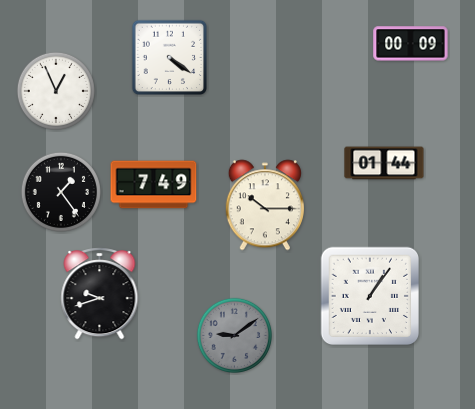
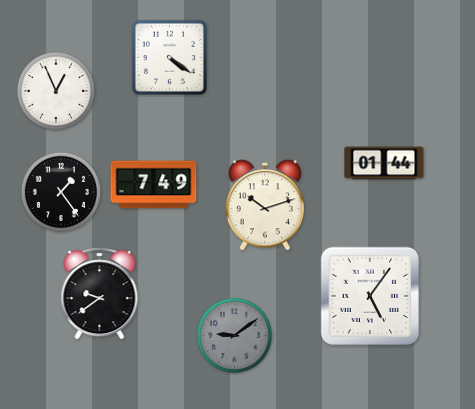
clock at (411, 44): 00:09 -> none
clock at (265, 205): 10:15 -> 10:12
clock at (100, 294): 9:42 -> 9:39
clock at (370, 296): 1:06 -> 5:06
